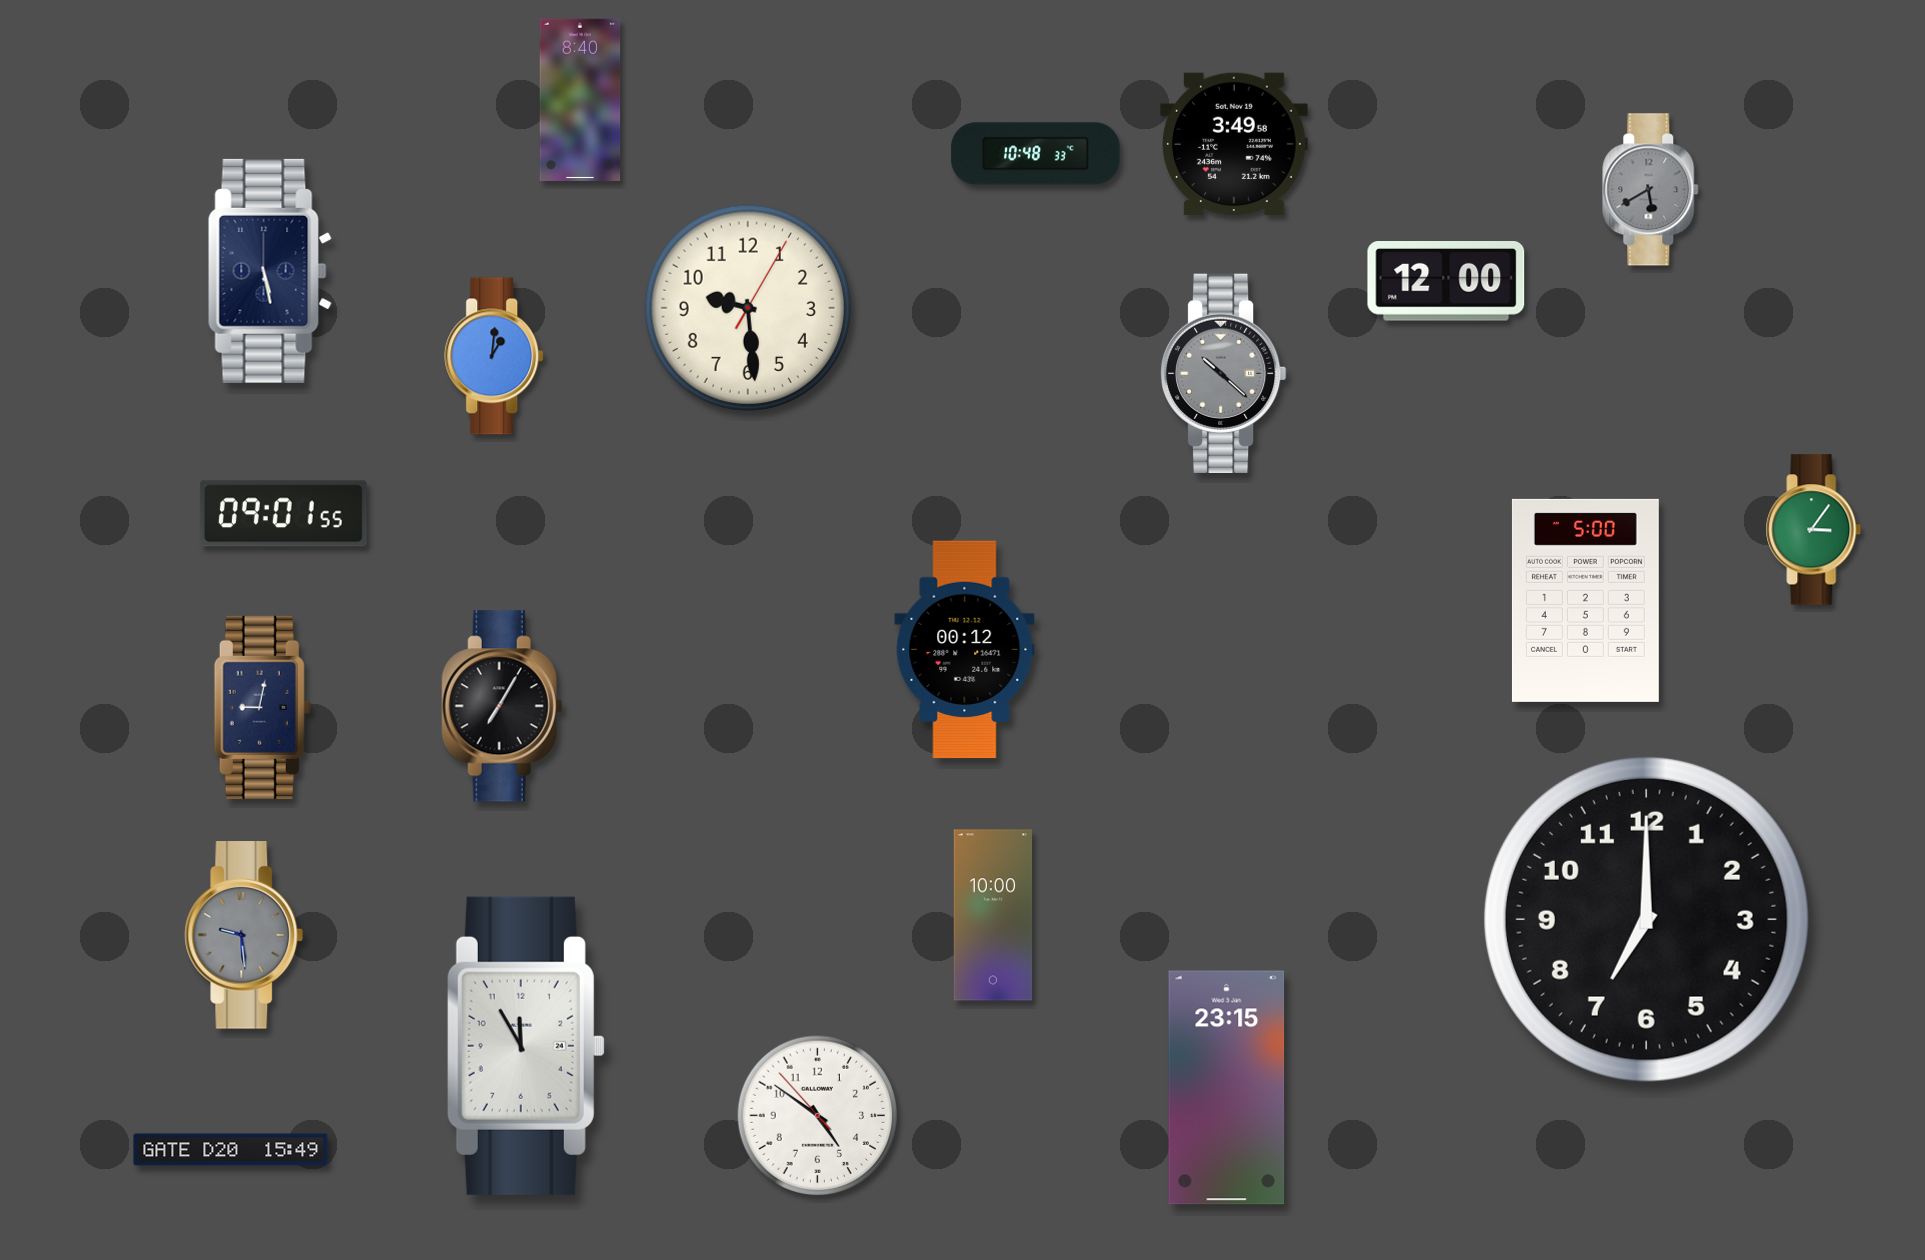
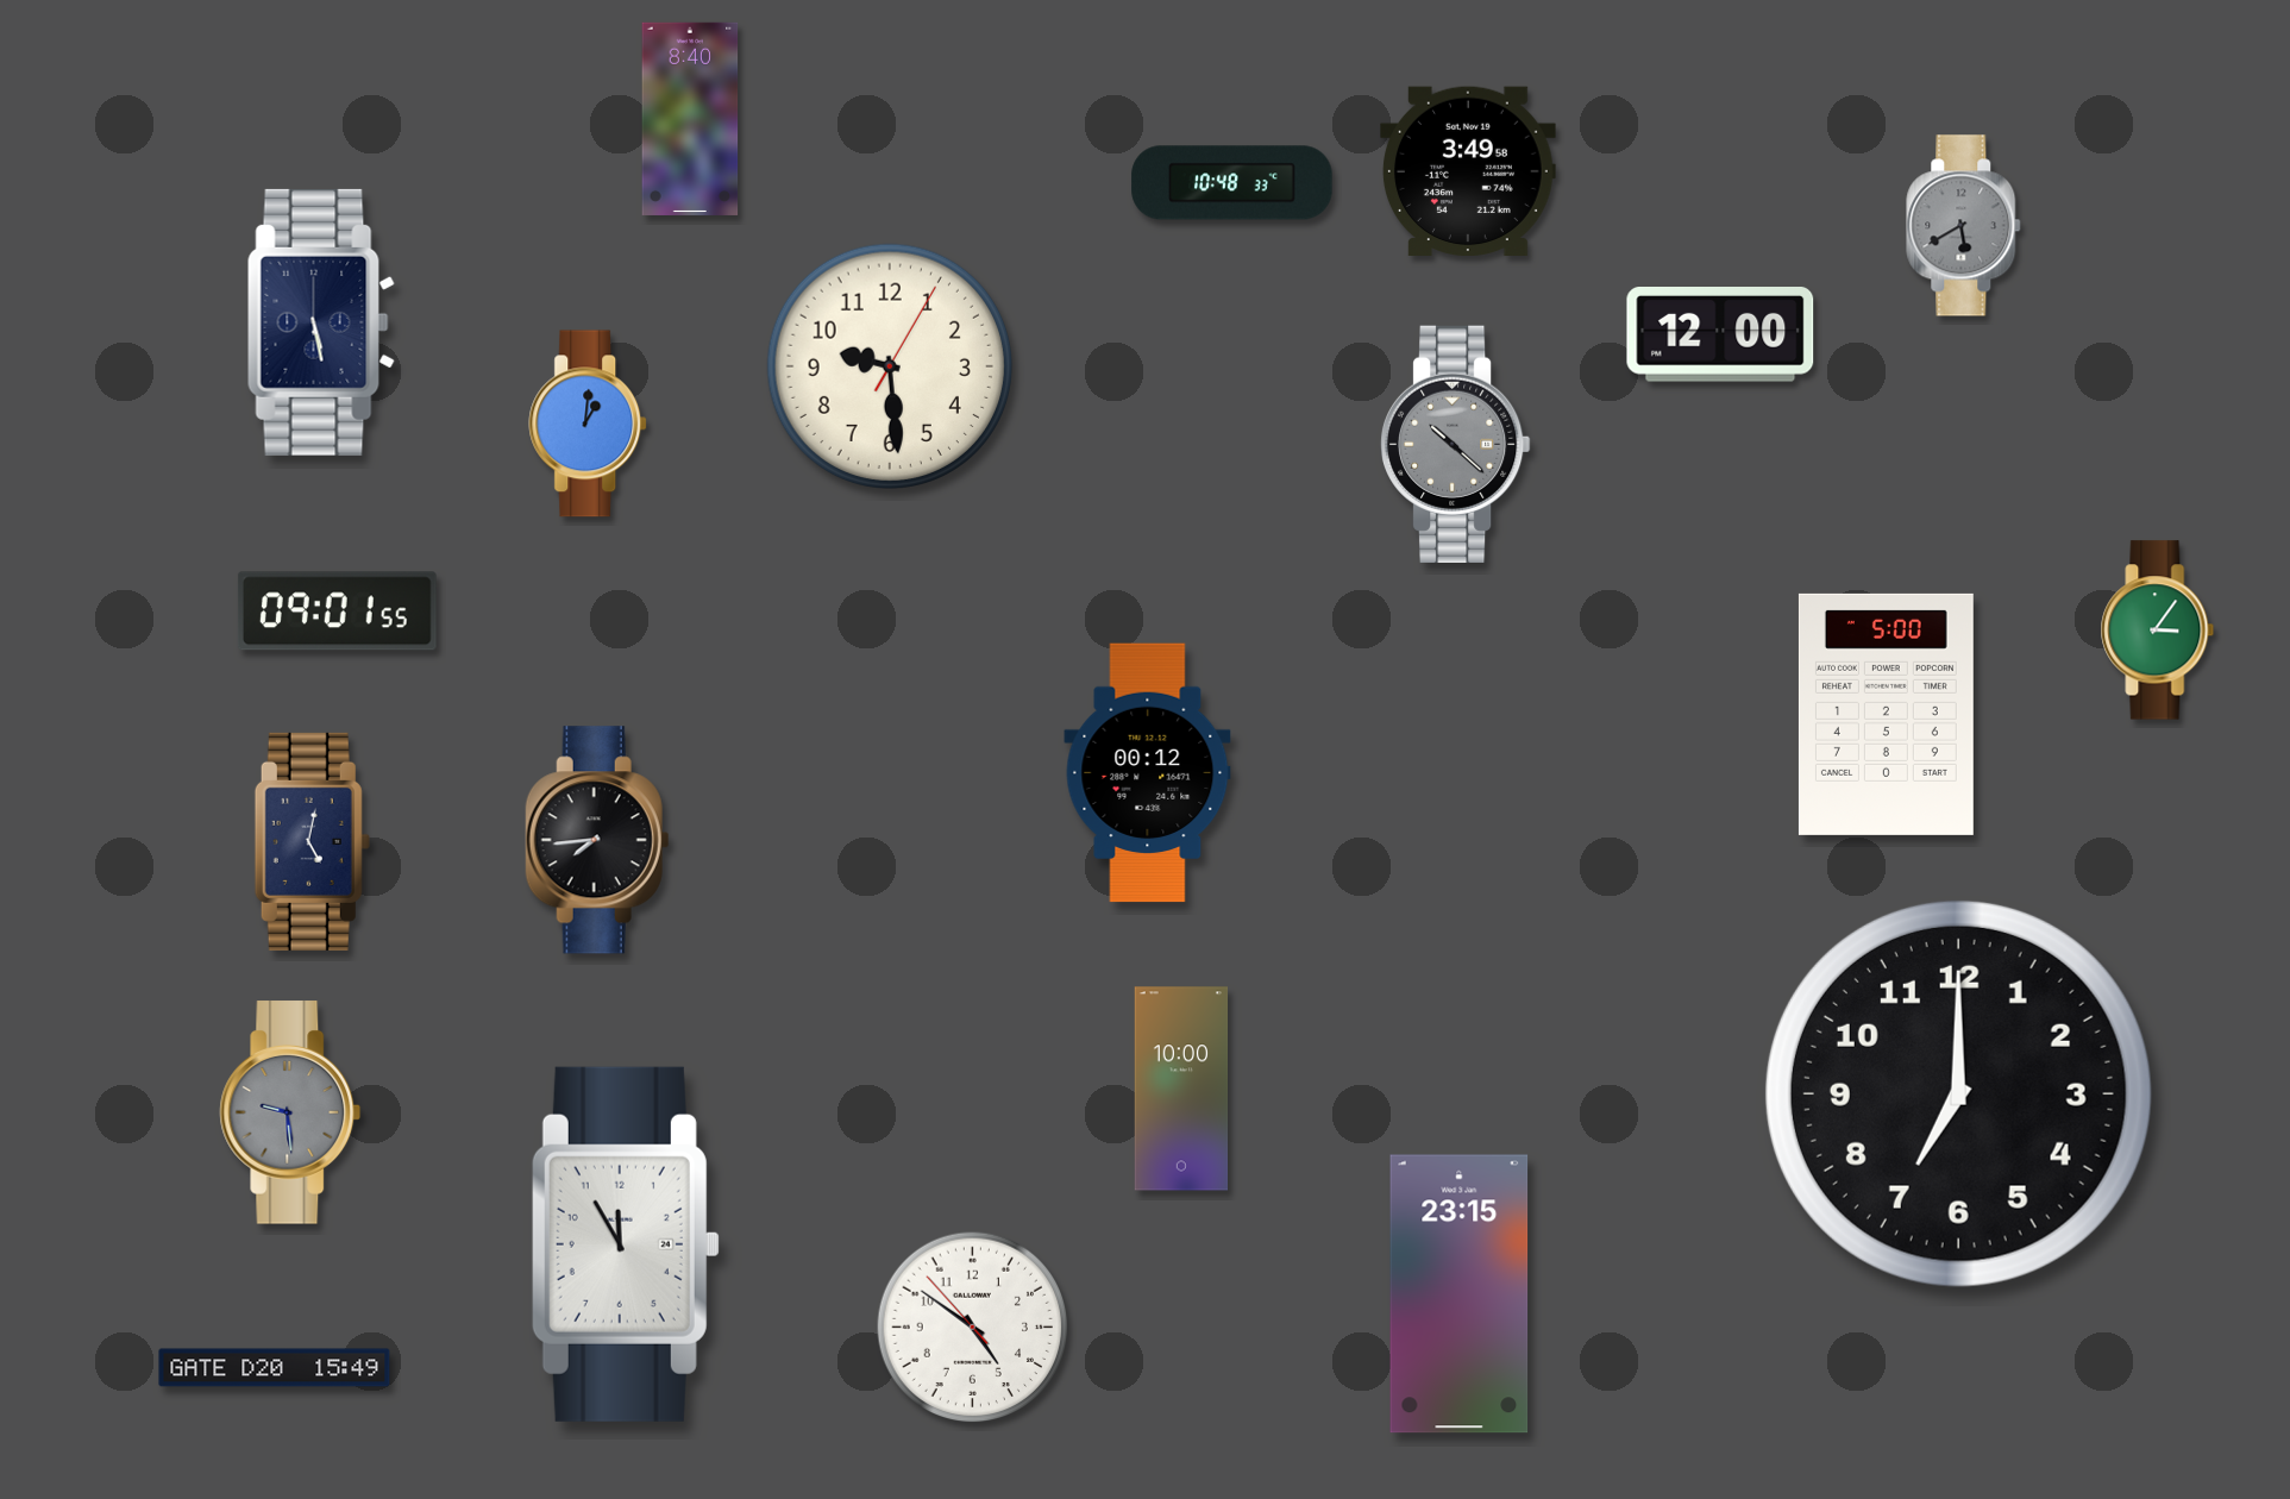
clock at (502, 706): 7:05 -> 7:44
clock at (262, 707): 9:02 -> 5:02
